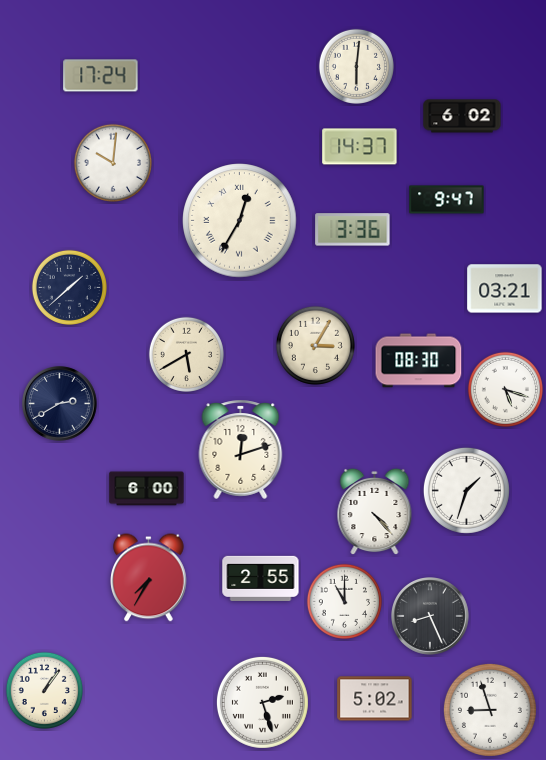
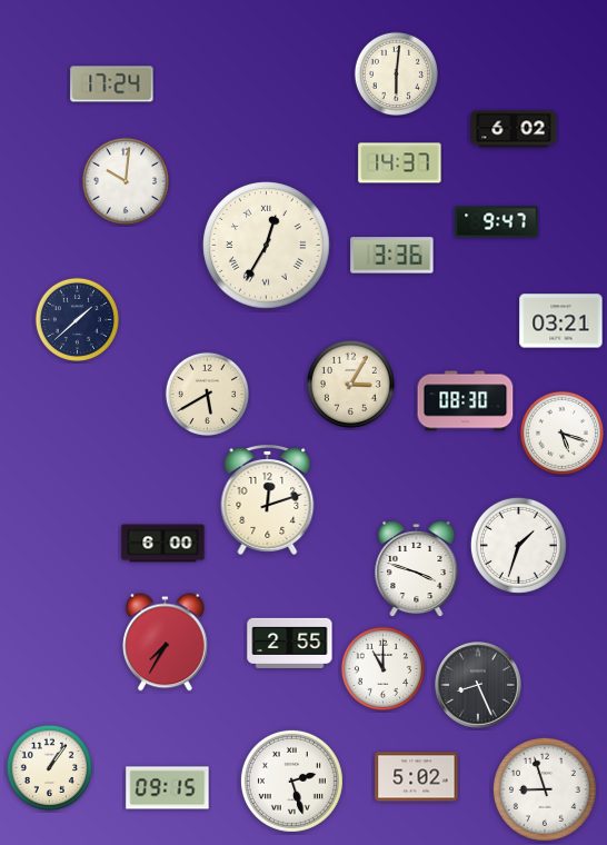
clock at (60, 404): 2:40 -> none
clock at (375, 512): 4:23 -> 3:48
clock at (168, 788): none -> 09:15
